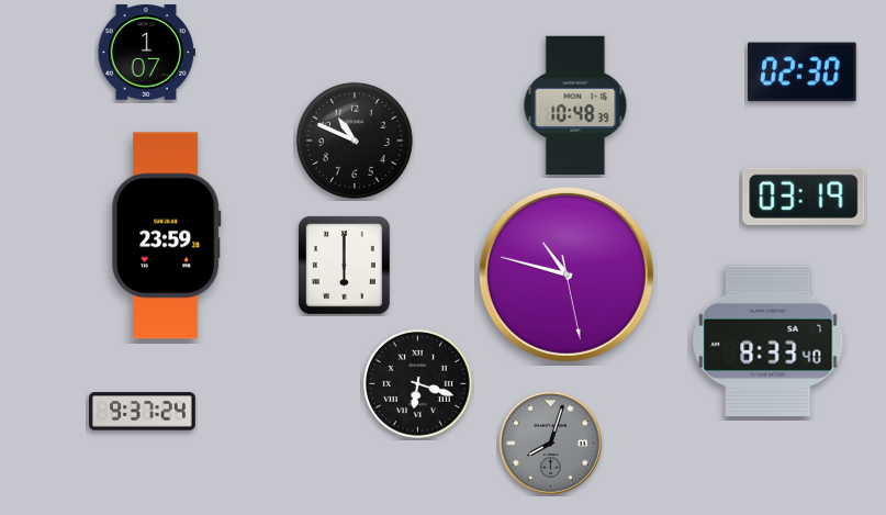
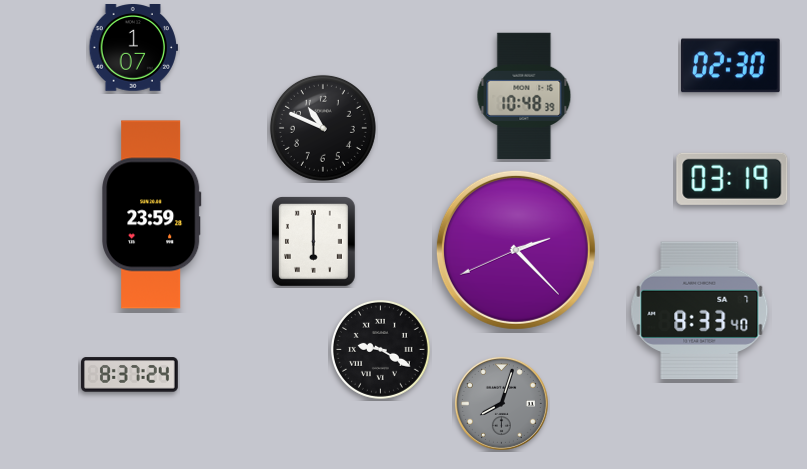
clock at (567, 275): 10:47 -> 2:22
clock at (417, 383): 6:18 -> 9:20
clock at (143, 412): 9:37 -> 8:37
